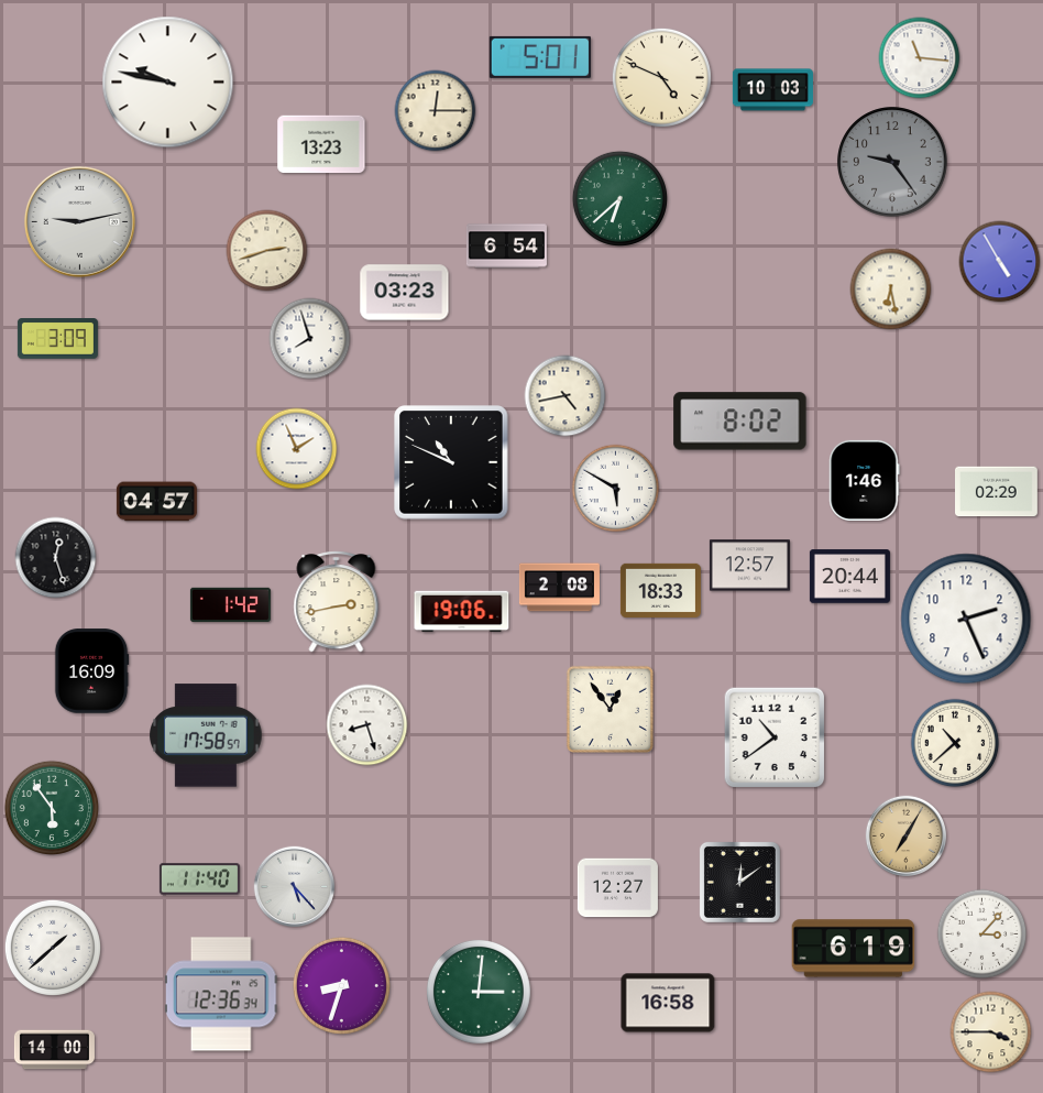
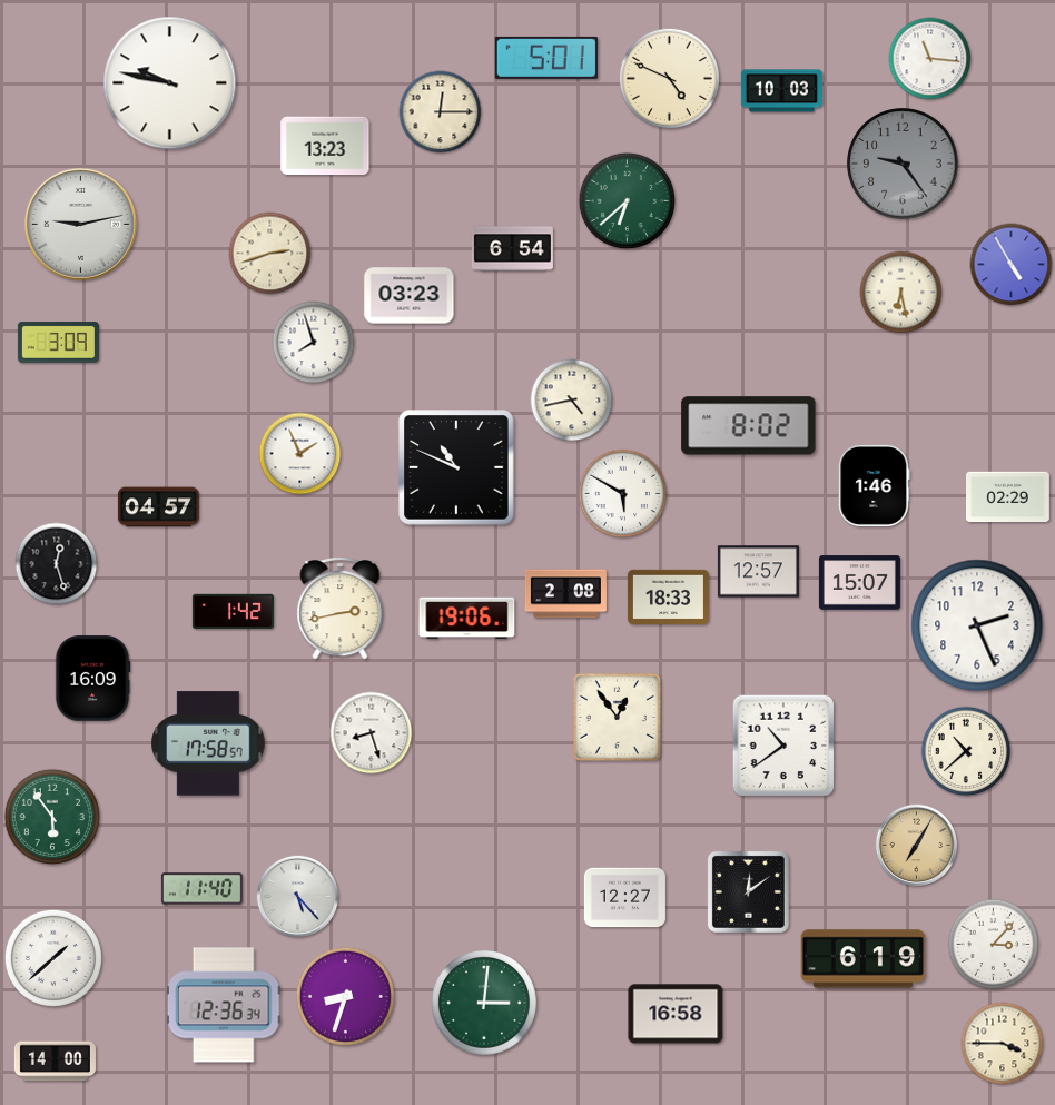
clock at (849, 577): 20:44 -> 15:07
